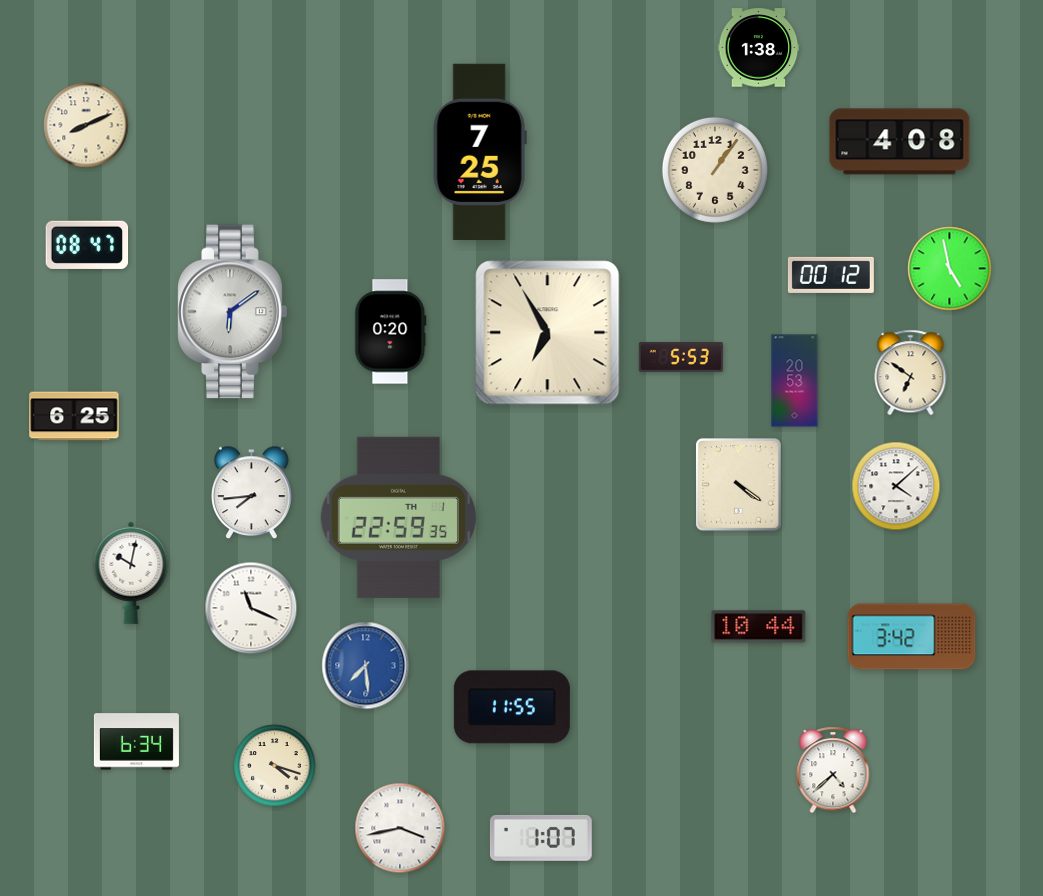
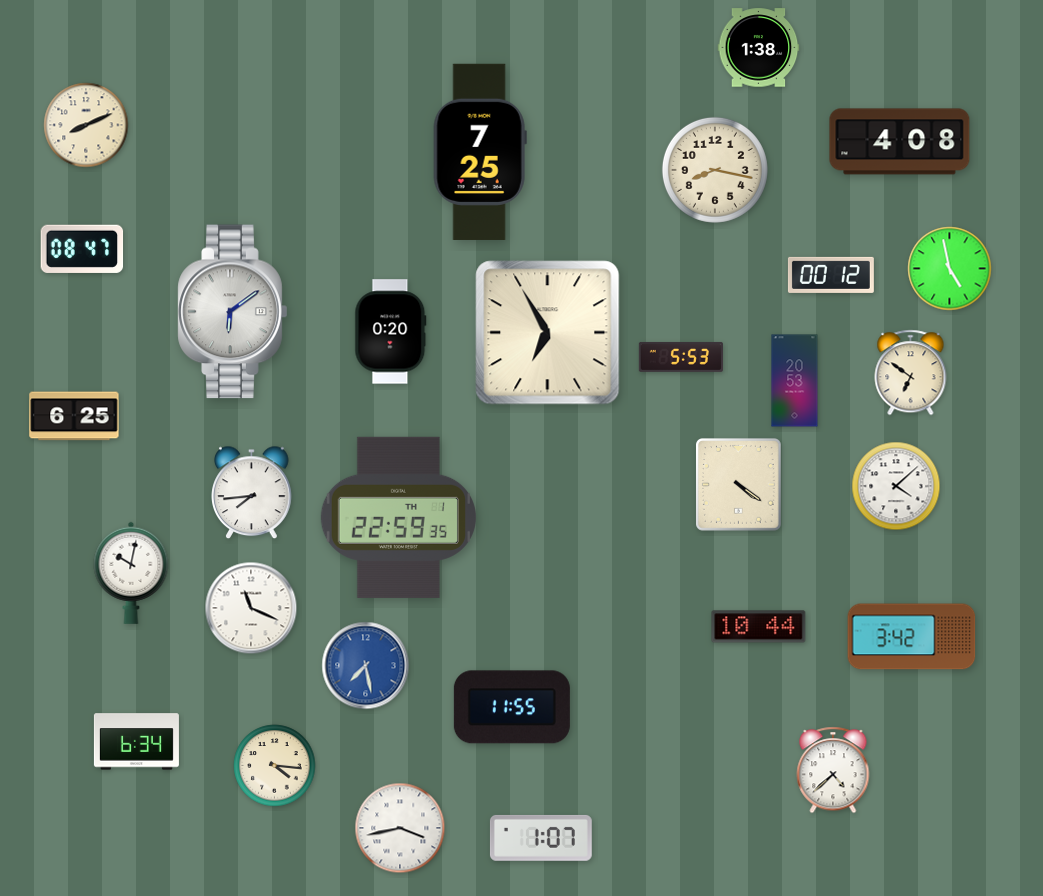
clock at (715, 170): 1:06 -> 8:17
clock at (87, 245) position: (87, 245) -> (82, 249)
clock at (366, 666): 7:29 -> 7:28
clock at (275, 766): 4:18 -> 4:16
